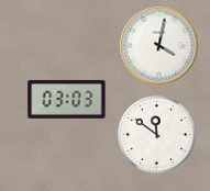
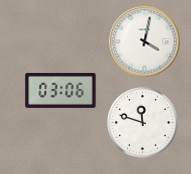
clock at (67, 99): 03:03 -> 03:06
clock at (157, 135): 11:51 -> 11:48
